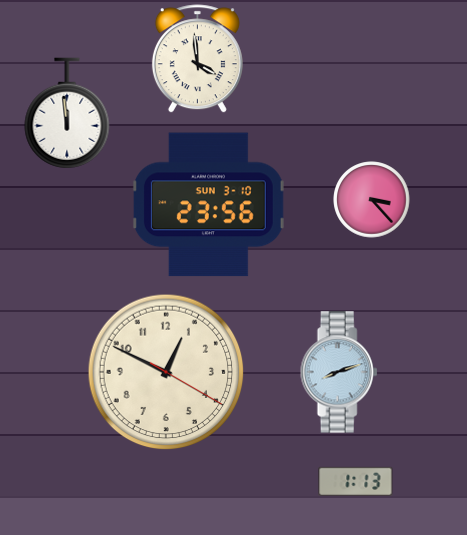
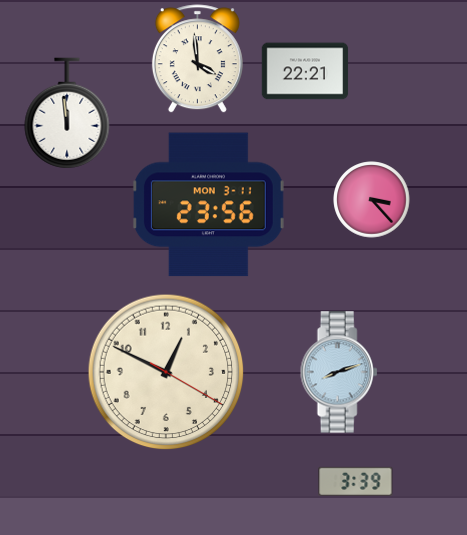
clock at (305, 71): none -> 22:21
clock at (208, 205) date: SUN 3-10 -> MON 3-11
clock at (356, 481): 1:13 -> 3:39
